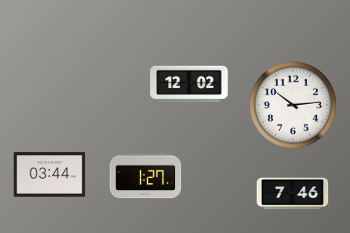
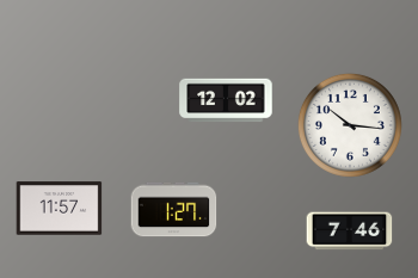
clock at (293, 105): 10:14 -> 10:16
clock at (50, 175): 03:44 -> 11:57
